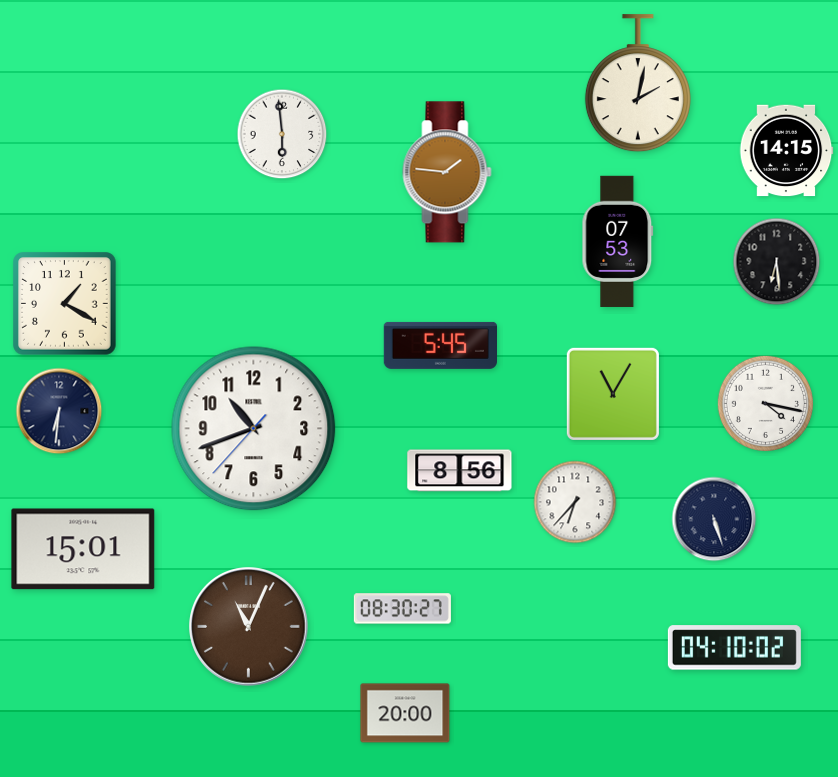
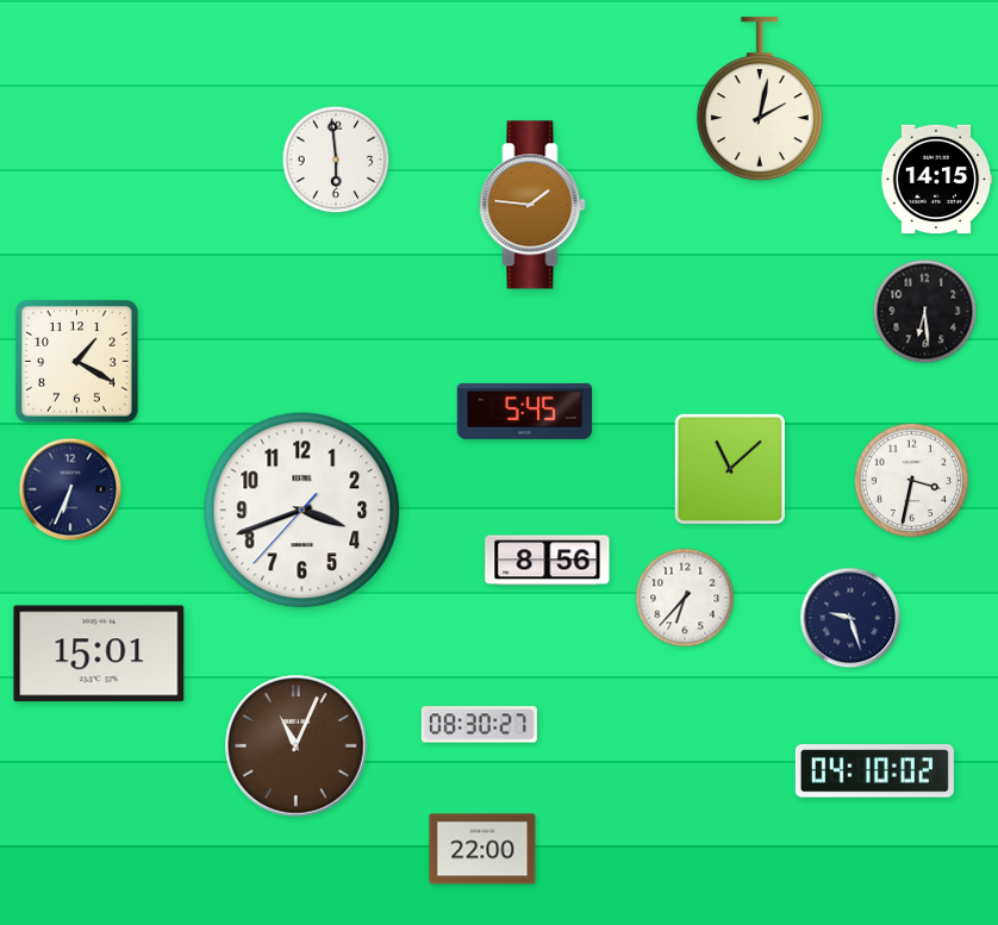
clock at (618, 241): 07:53 -> none
clock at (613, 394): 11:05 -> 11:08
clock at (765, 403): 4:17 -> 3:32
clock at (59, 411): 6:31 -> 6:34
clock at (254, 429): 10:41 -> 3:41
clock at (714, 519): 5:27 -> 9:27
clock at (405, 713): 20:00 -> 22:00
